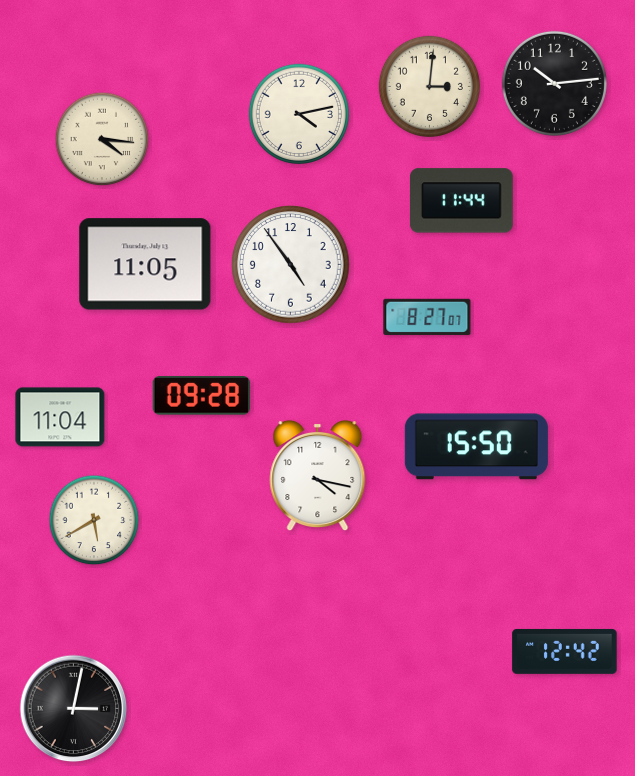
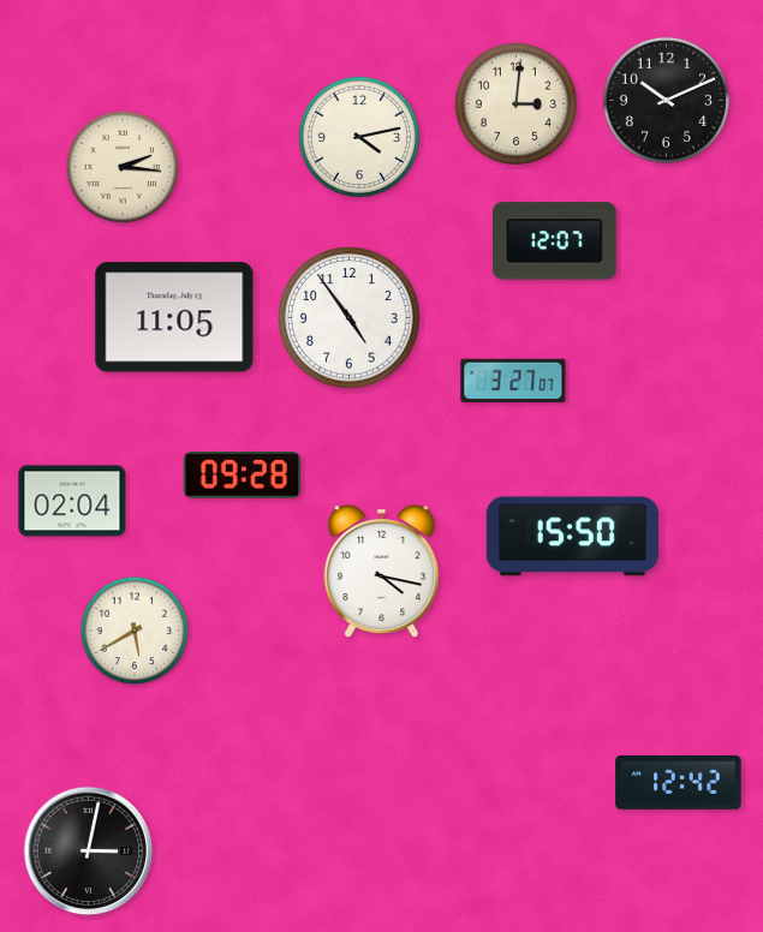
clock at (554, 83): 10:14 -> 10:11
clock at (102, 139): 4:16 -> 2:16
clock at (462, 201): 11:44 -> 12:07
clock at (427, 317): 8:27 -> 3:27
clock at (60, 417): 11:04 -> 02:04
clock at (94, 520) position: (94, 520) -> (135, 631)
